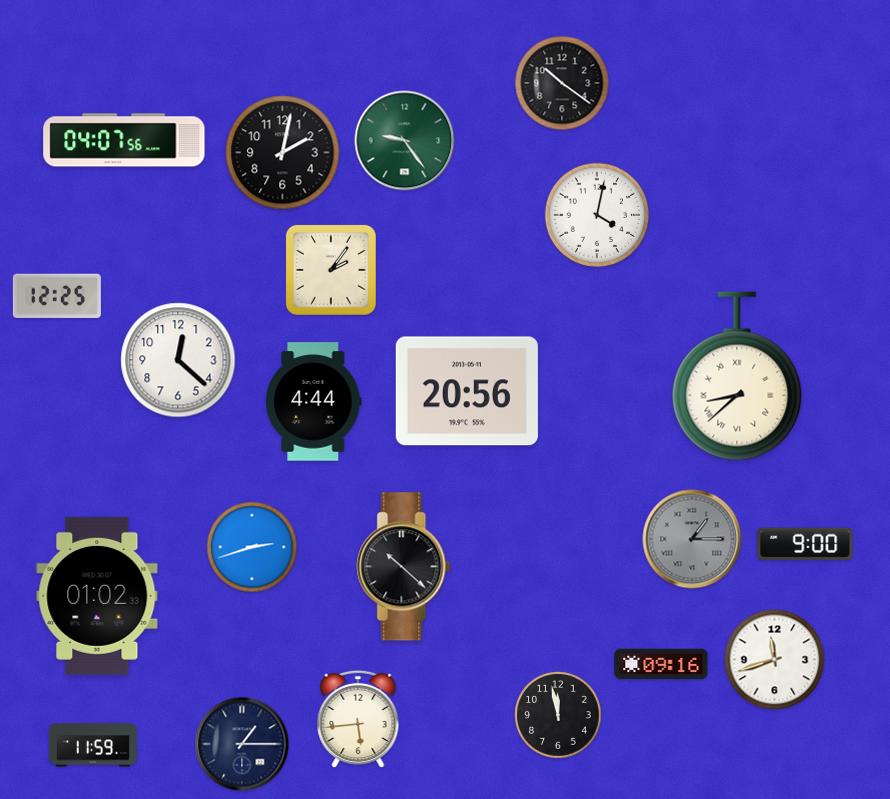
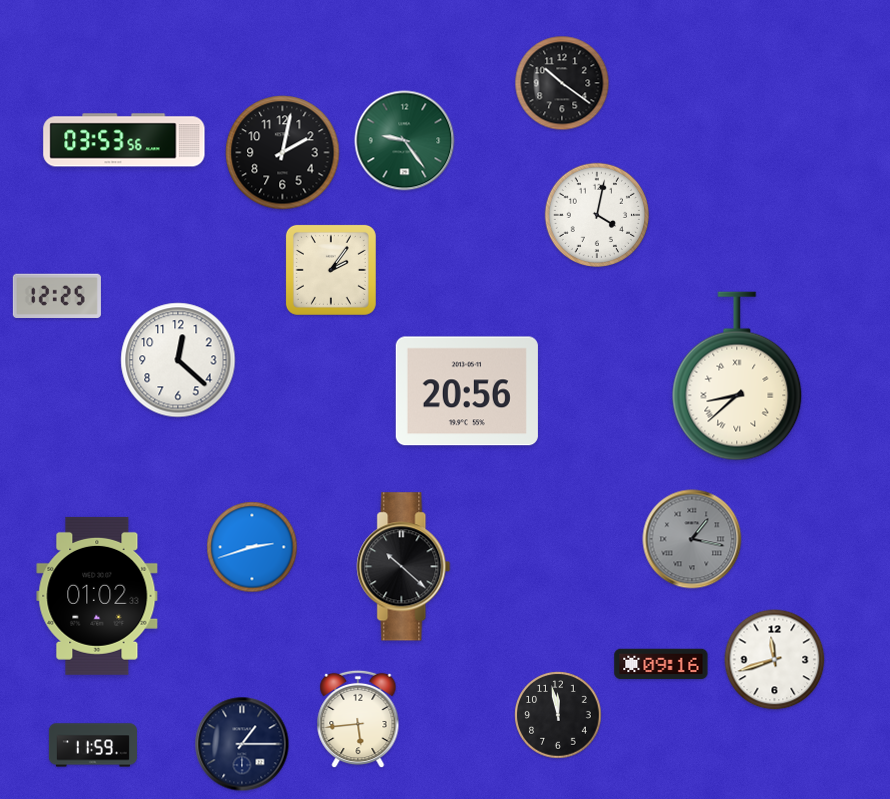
clock at (124, 140): 04:07 -> 03:53
clock at (314, 402): 4:44 -> none
clock at (692, 539): 1:15 -> 1:17
clock at (805, 543): 9:00 -> none
